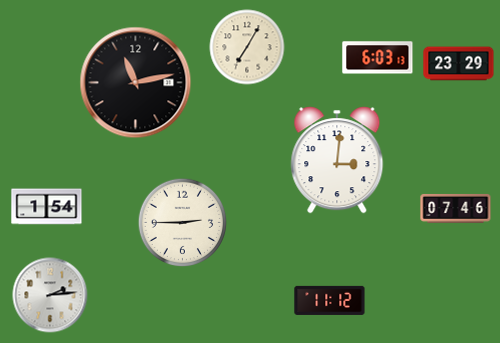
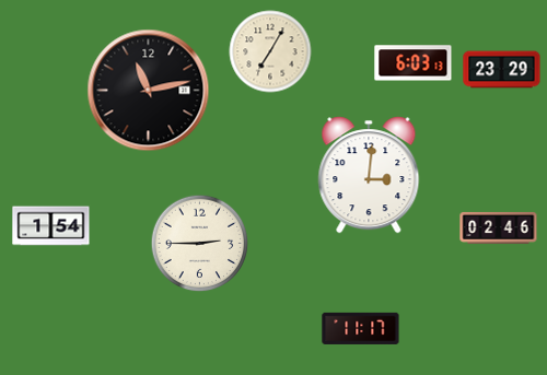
clock at (456, 208): 07:46 -> 02:46
clock at (50, 295): 2:14 -> none
clock at (330, 300): 11:12 -> 11:17
